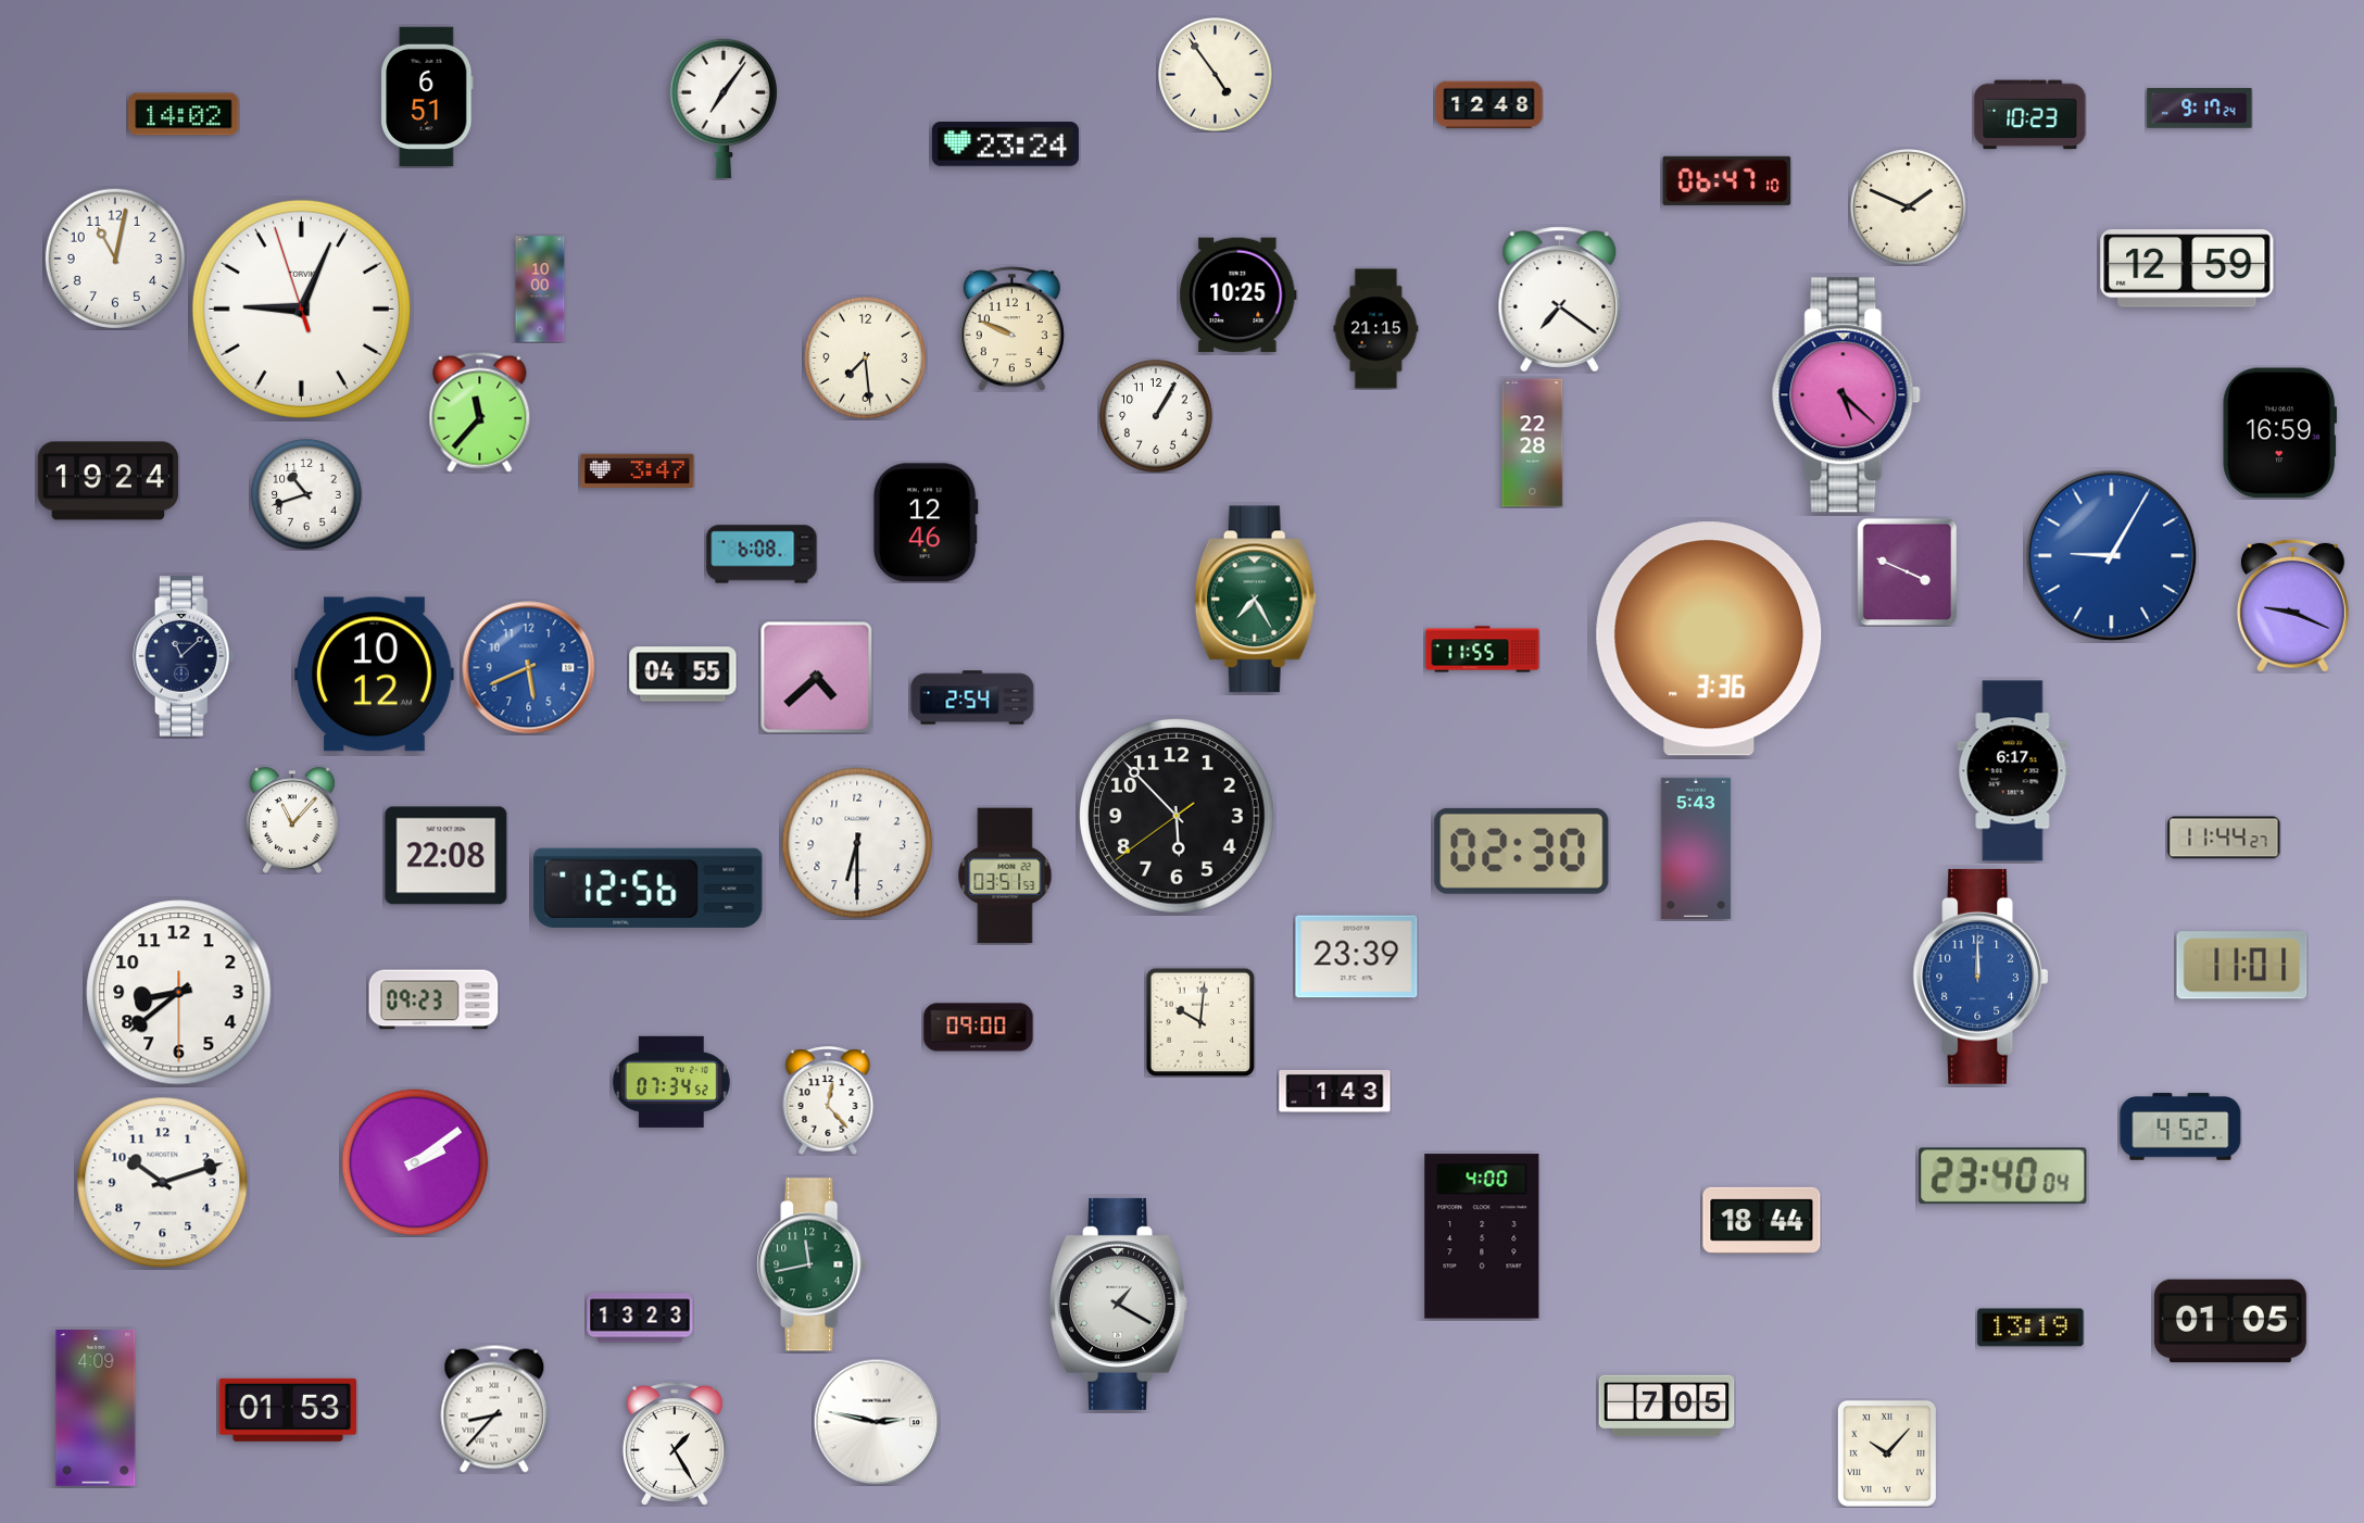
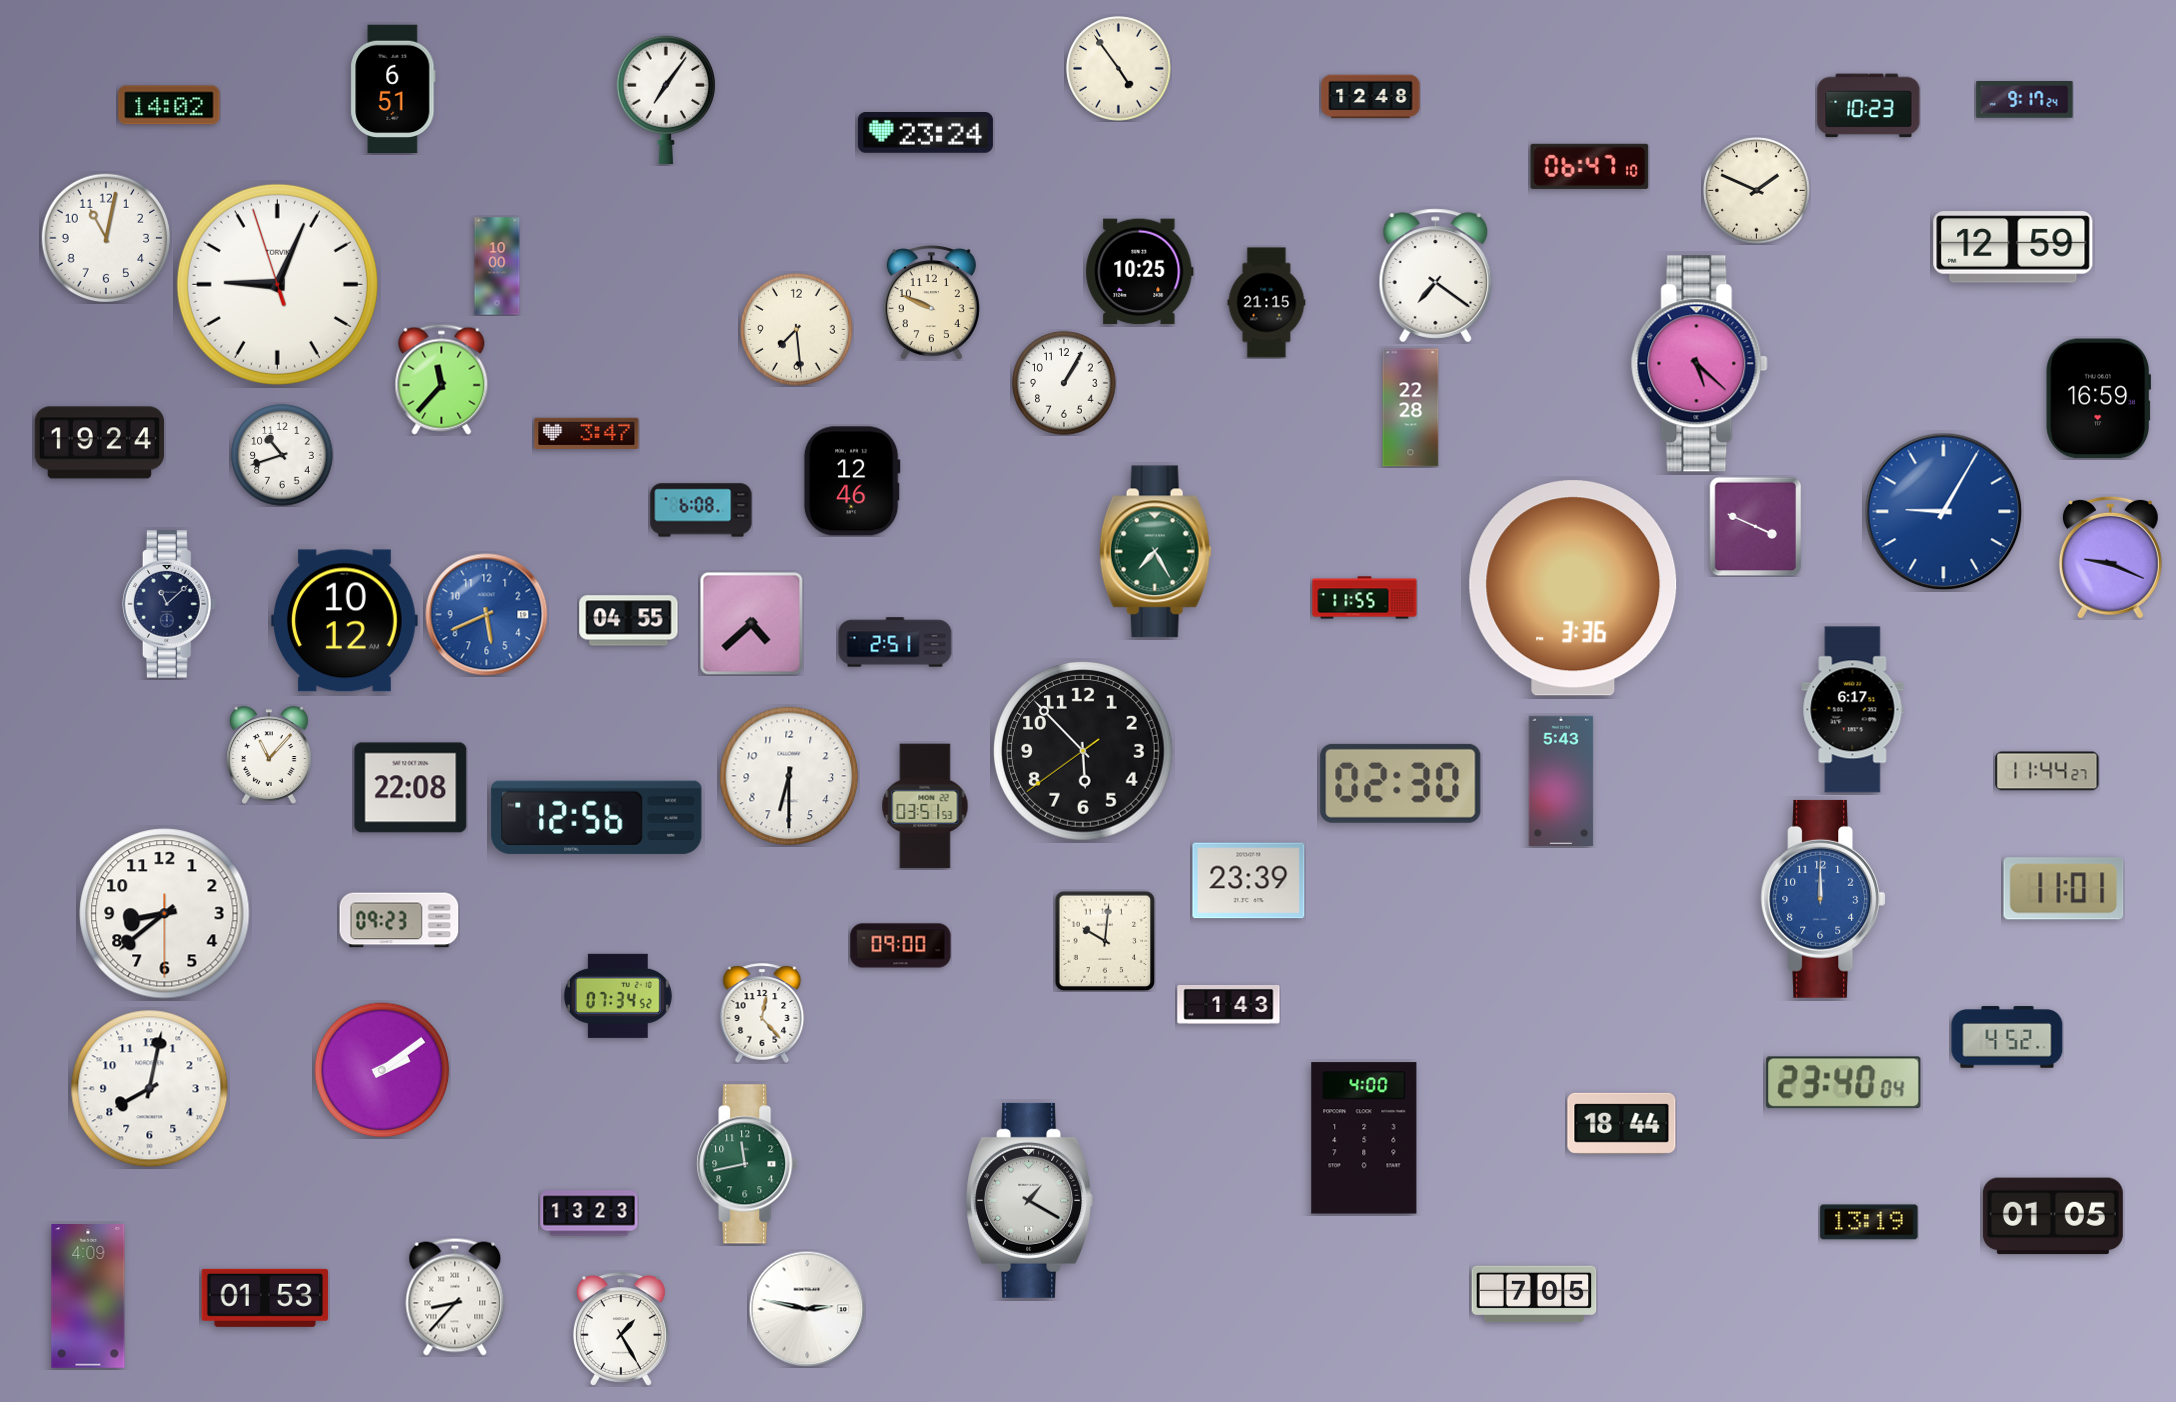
clock at (972, 697): 2:54 -> 2:51
clock at (163, 1183): 10:12 -> 8:02
clock at (1887, 1453): 10:07 -> none
